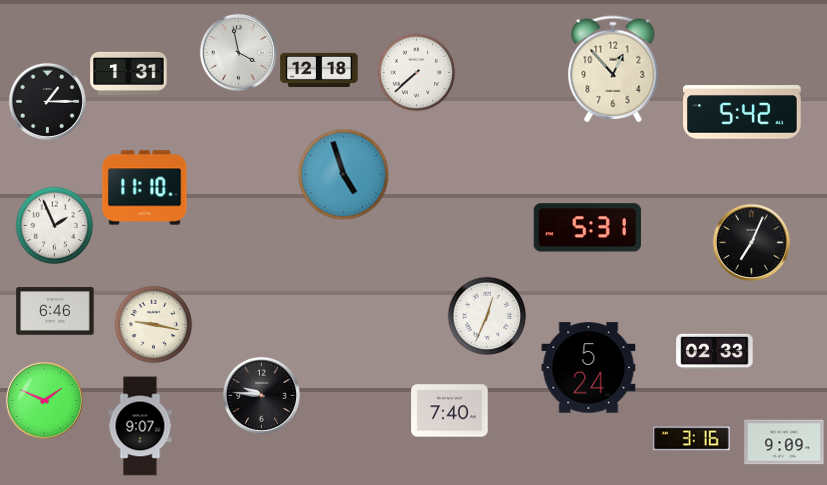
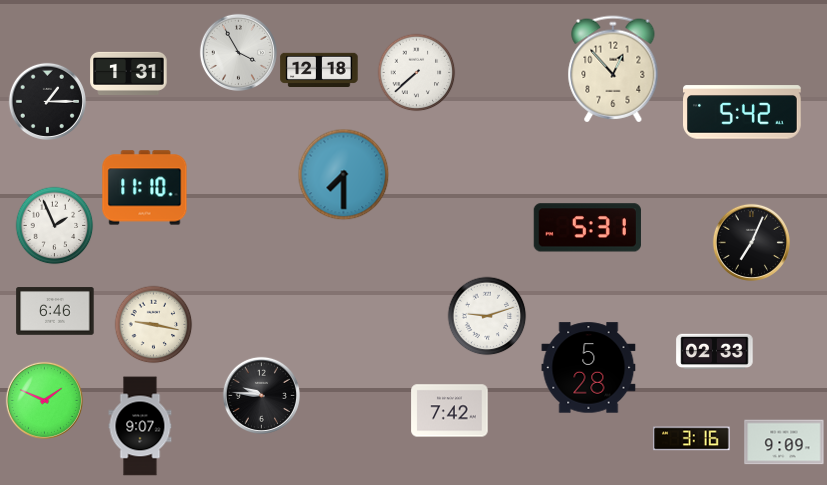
clock at (238, 52): 3:58 -> 3:55
clock at (343, 174): 4:57 -> 7:30
clock at (487, 316): 12:34 -> 9:12
clock at (589, 368): 5:24 -> 5:28
clock at (450, 411): 7:40 -> 7:42
